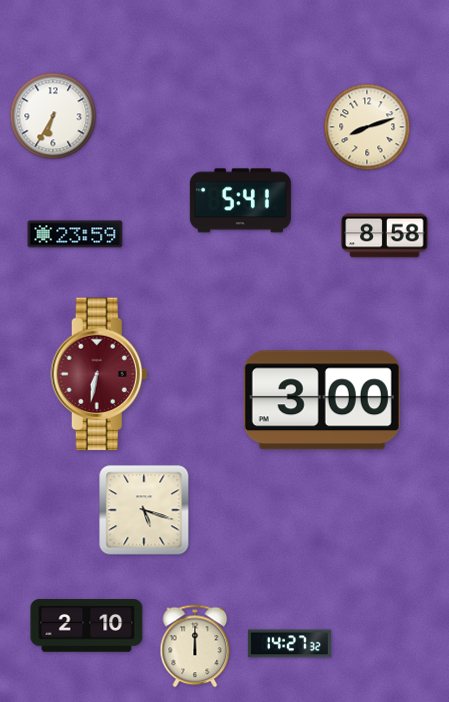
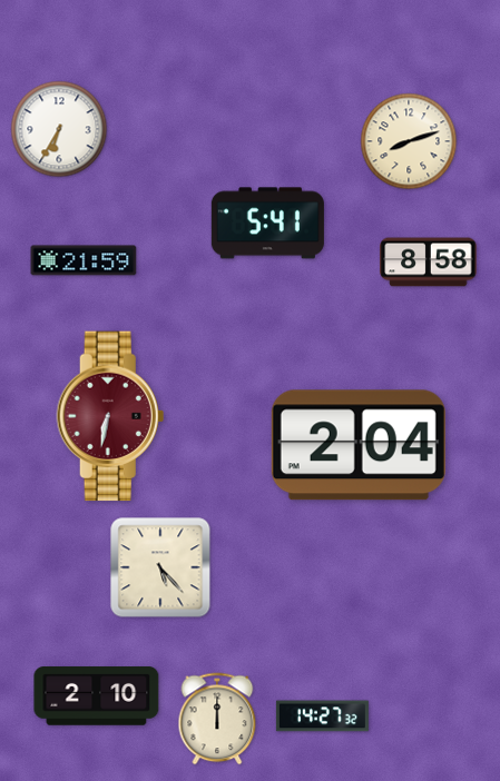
clock at (75, 234): 23:59 -> 21:59
clock at (322, 400): 3:00 -> 2:04
clock at (144, 510): 5:18 -> 5:23
